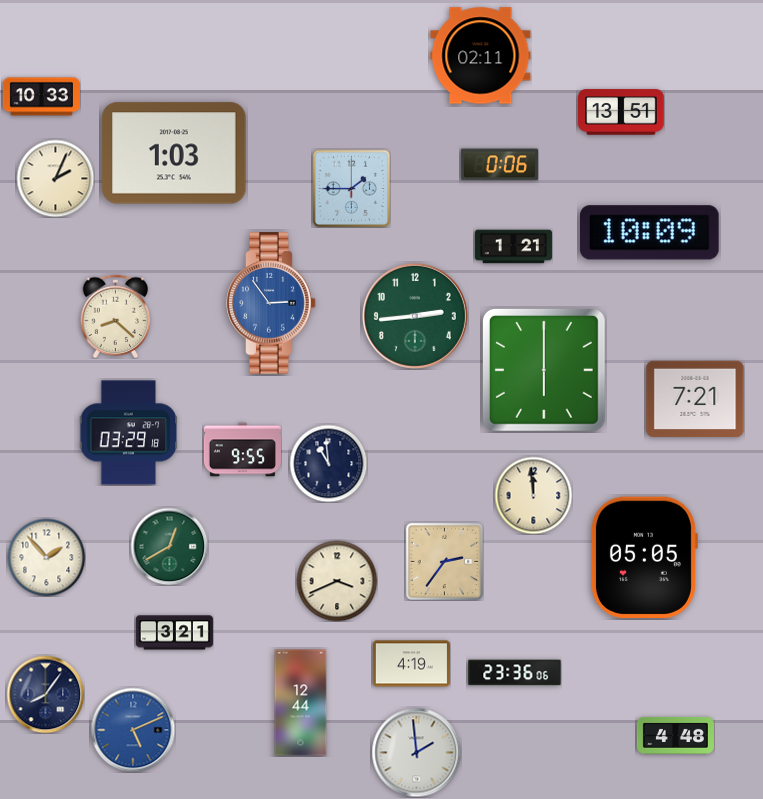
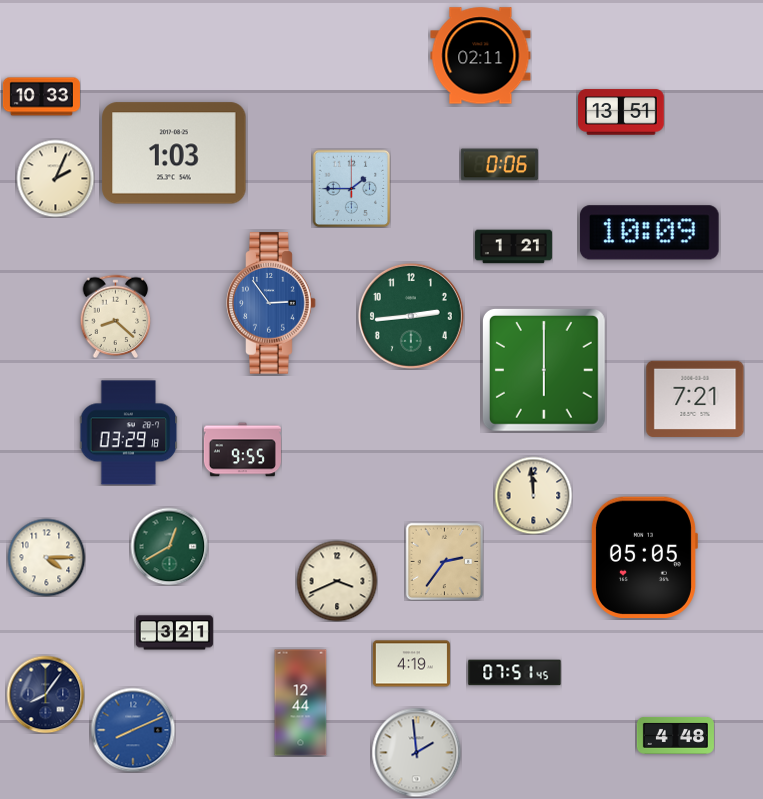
clock at (415, 316) position: (415, 316) -> (411, 316)
clock at (328, 463): 10:59 -> none
clock at (46, 557): 1:53 -> 4:15
clock at (515, 673): 23:36 -> 07:51
clock at (133, 730): 5:11 -> 8:11
